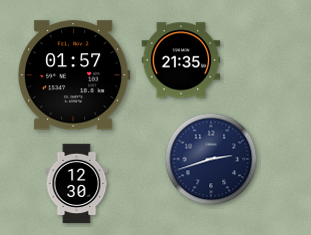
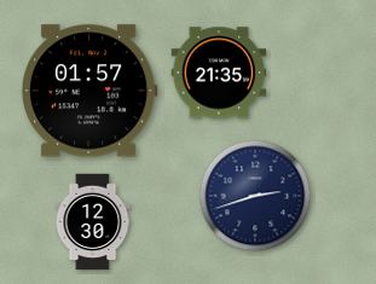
clock at (211, 159) position: (211, 159) -> (255, 196)
